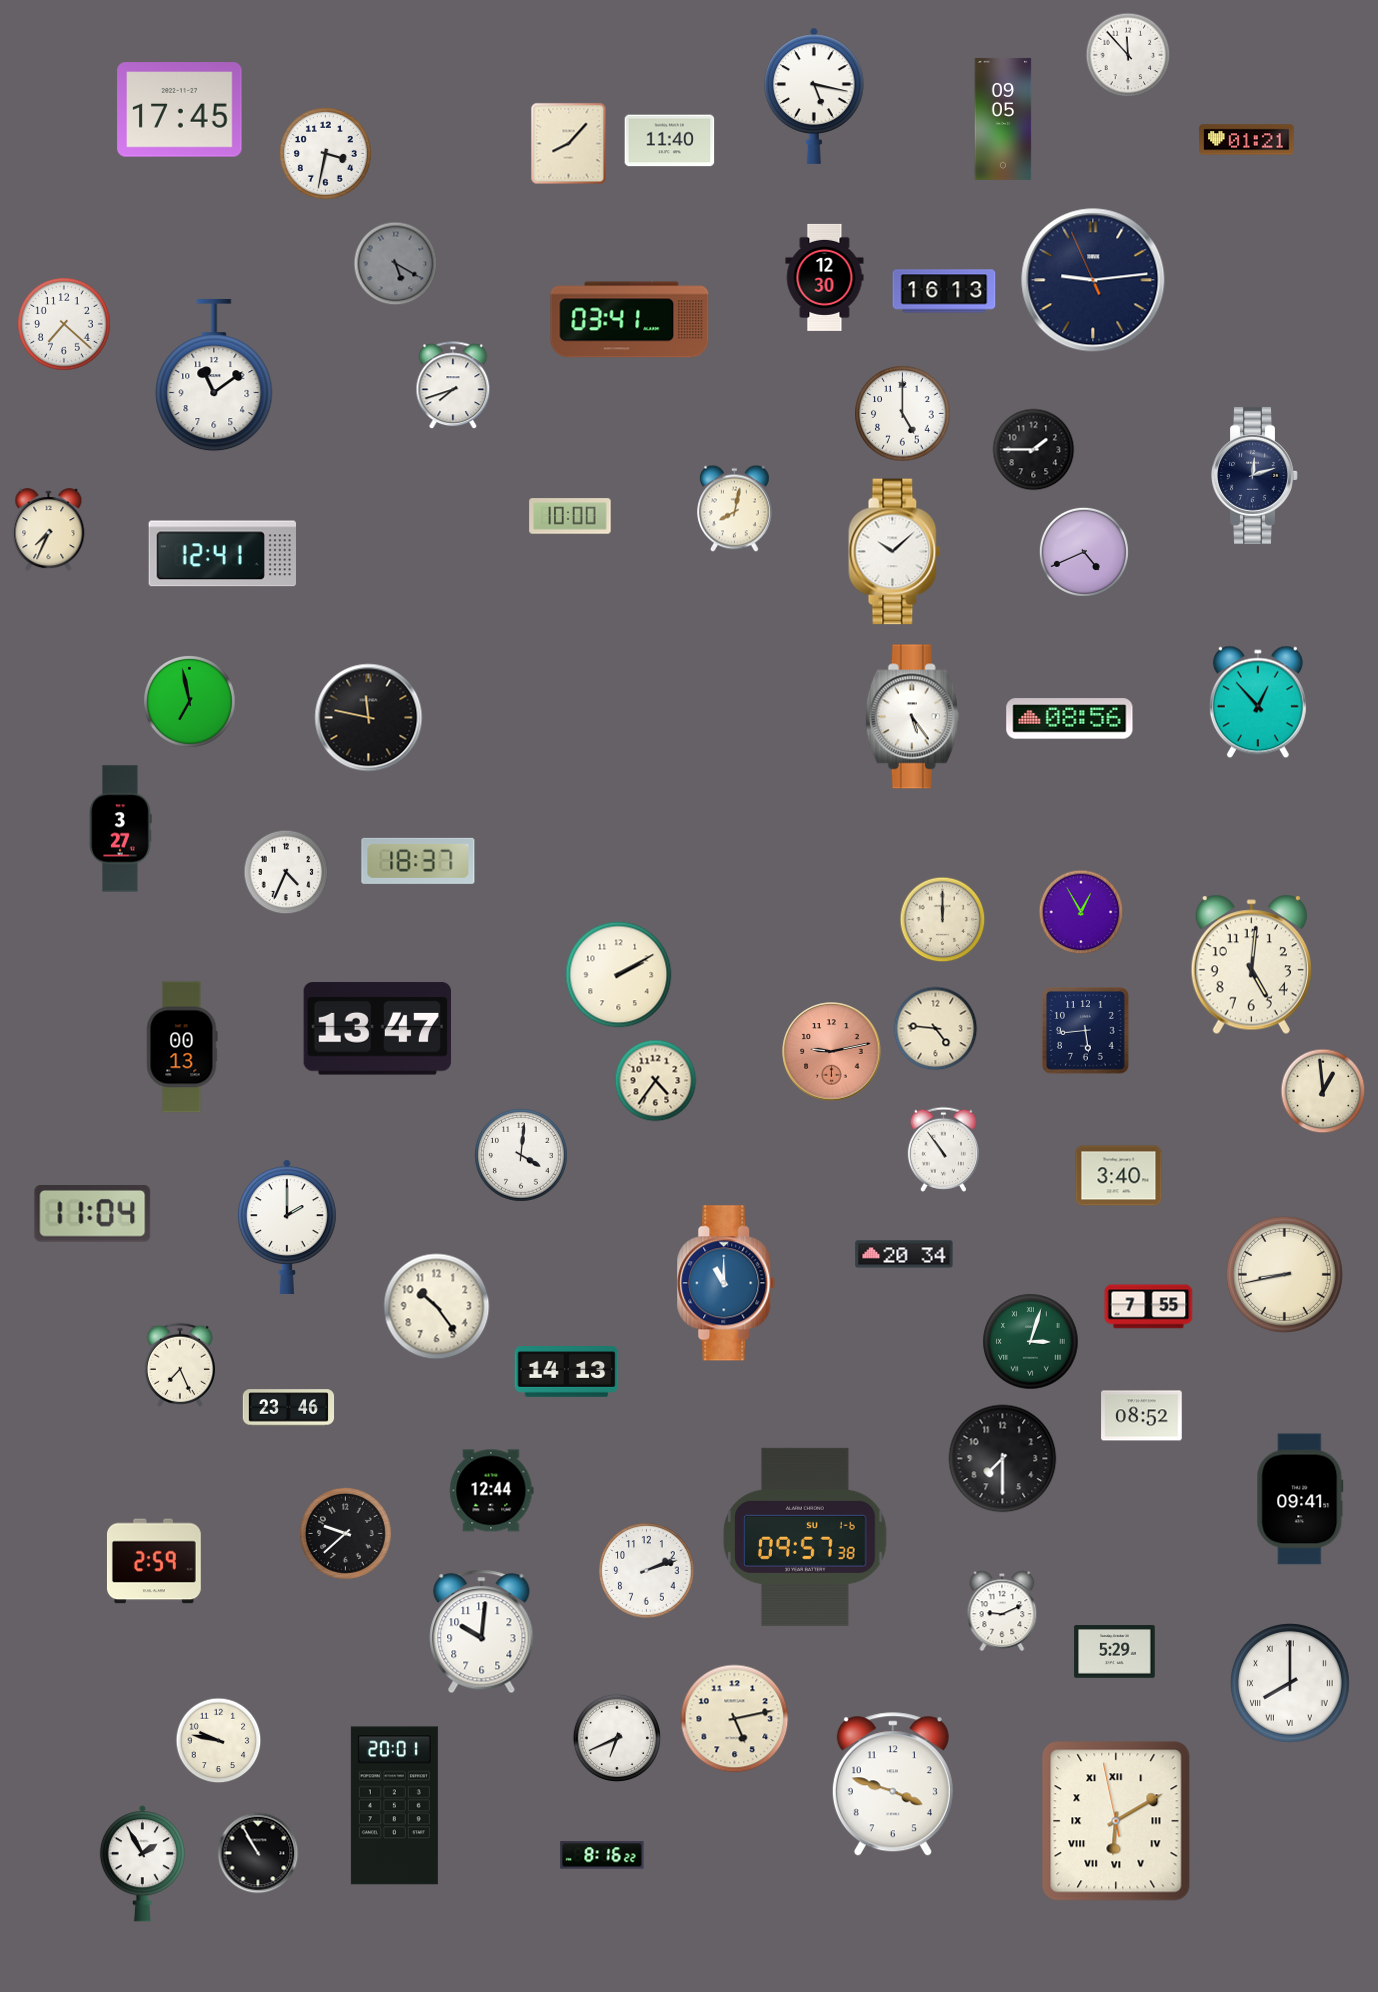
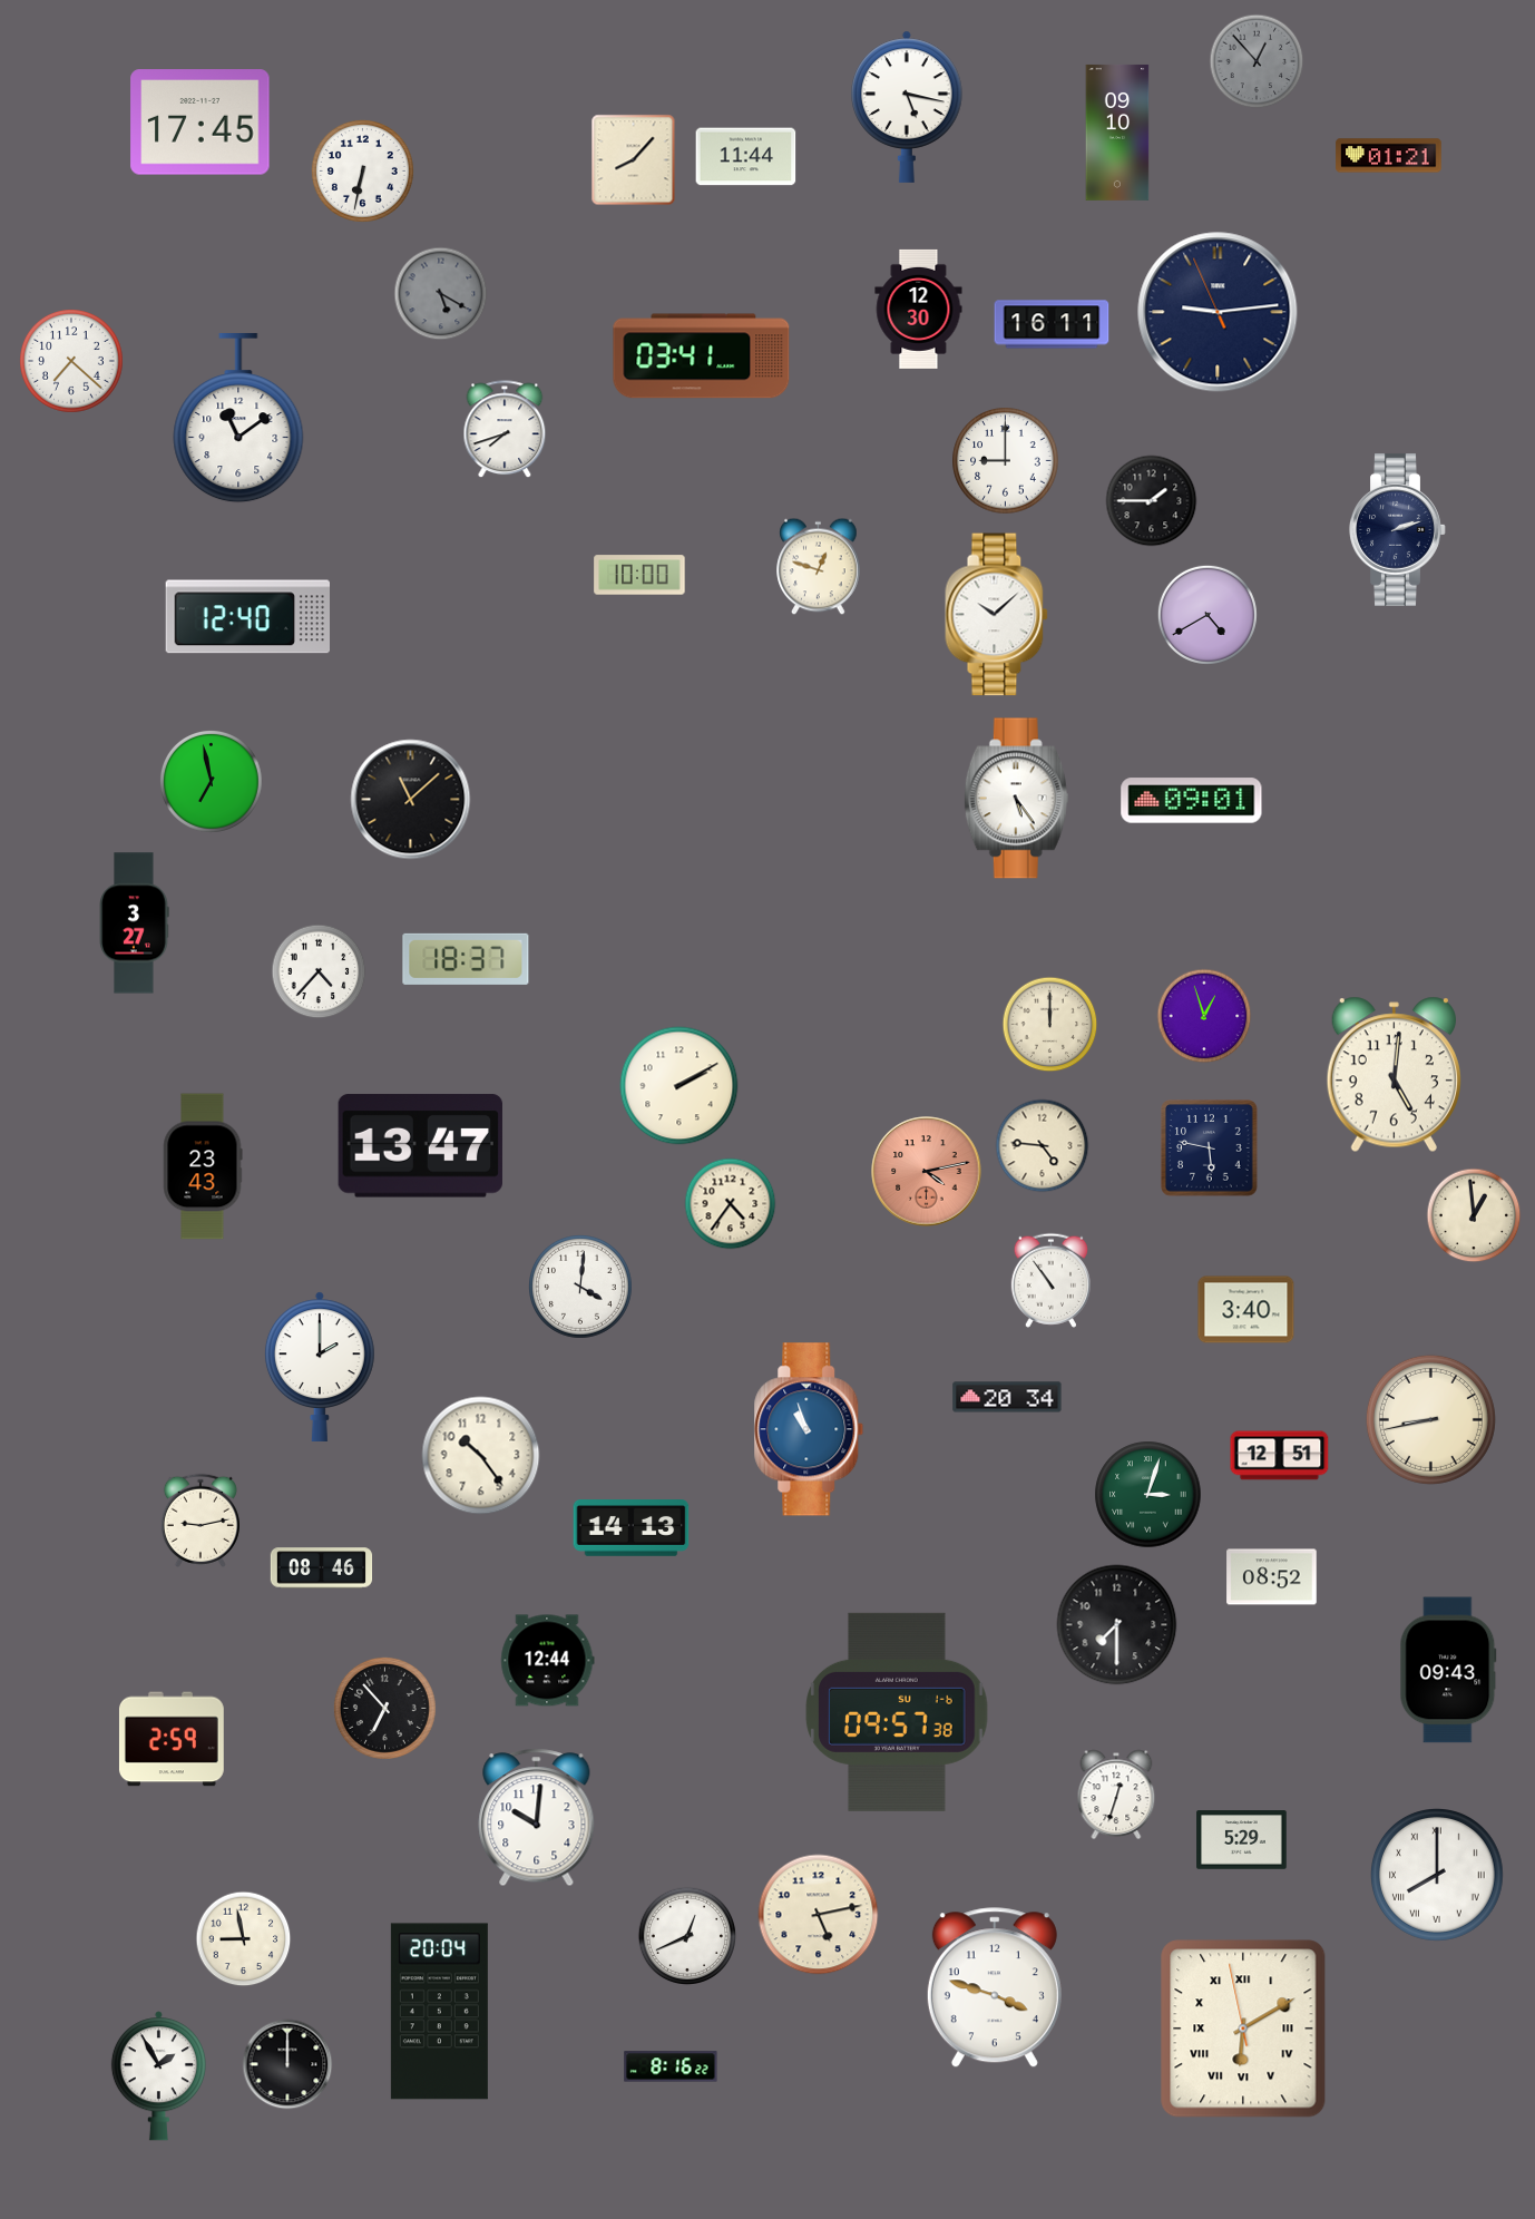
clock at (1128, 55): 11:53 -> 12:53
clock at (1128, 55) dial: white -> grey
clock at (1003, 119): 09:05 -> 09:10
clock at (670, 141): 11:40 -> 11:44
clock at (325, 153): 3:32 -> 6:32
clock at (944, 291): 16:13 -> 16:11
clock at (903, 414): 5:00 -> 9:00
clock at (1255, 475): 12:12 -> 2:12
clock at (735, 509): 8:02 -> 12:48
clock at (570, 516) position: (570, 516) -> (639, 575)
clock at (49, 530): 7:34 -> none
clock at (1084, 552): 4:41 -> 4:40
clock at (222, 554): 12:41 -> 12:40
clock at (1258, 702): 12:53 -> none
clock at (369, 718): 11:47 -> 11:08
clock at (1070, 719): 08:56 -> 09:01
clock at (286, 872): 4:34 -> 4:37
clock at (1081, 912): 12:55 -> 12:57
clock at (619, 975) position: (619, 975) -> (679, 1086)
clock at (1086, 1031): 5:44 -> 5:47
clock at (182, 1047): 00:13 -> 23:43
clock at (832, 1052): 9:13 -> 4:13
clock at (93, 1214): 11:04 -> none
clock at (726, 1283): 11:00 -> 10:57
clock at (437, 1307) position: (437, 1307) -> (481, 1456)
clock at (1149, 1307): 7:55 -> 12:51
clock at (180, 1365): 7:26 -> 9:13
clock at (289, 1408): 23:46 -> 08:46
clock at (1300, 1499): 09:41 -> 09:43
clock at (345, 1533): 9:38 -> 6:53
clock at (647, 1571): 2:12 -> none
clock at (1002, 1611): 9:11 -> 12:33
clock at (617, 1738): 6:41 -> 12:41
clock at (219, 1741): 9:47 -> 8:58
clock at (394, 1806): 20:01 -> 20:04
clock at (258, 1853): 10:55 -> 12:00
